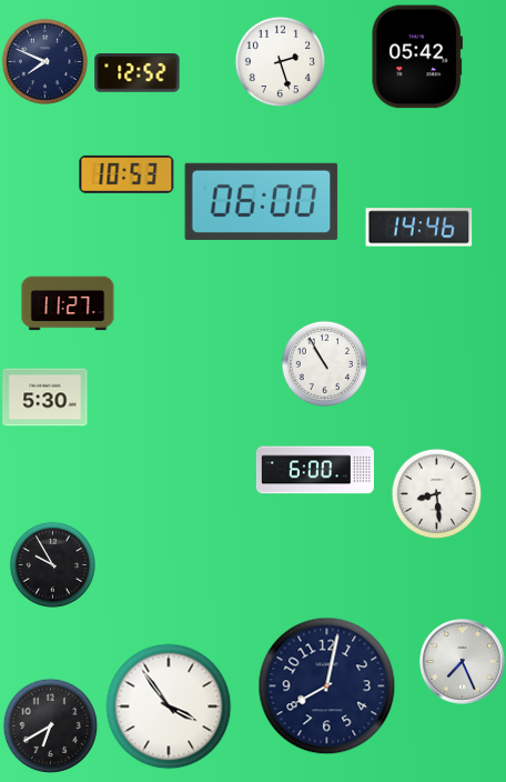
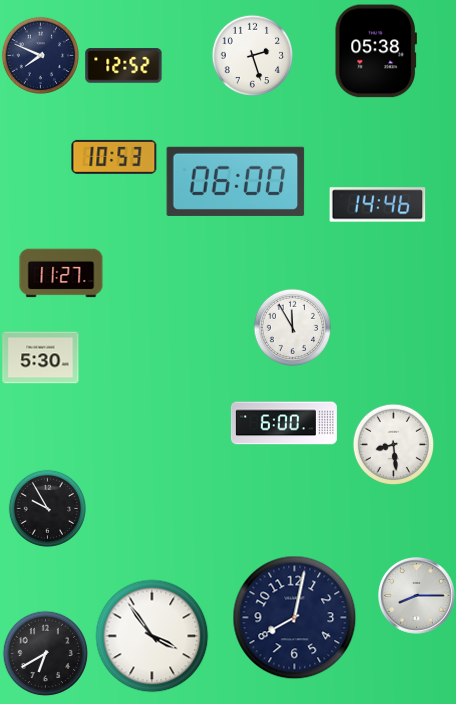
clock at (416, 57): 05:42 -> 05:38
clock at (324, 363): 10:55 -> 11:55
clock at (463, 662): 7:26 -> 8:15
